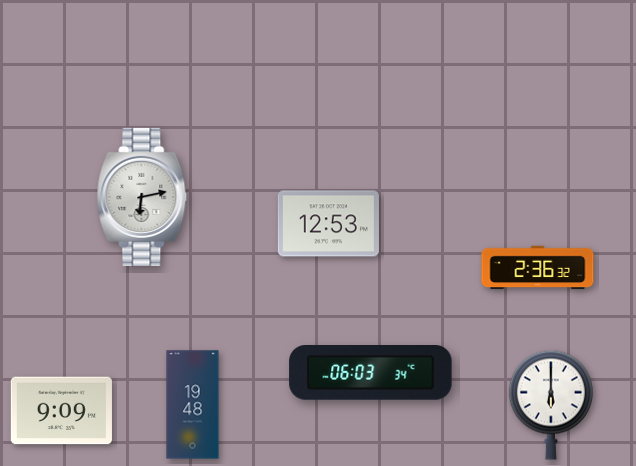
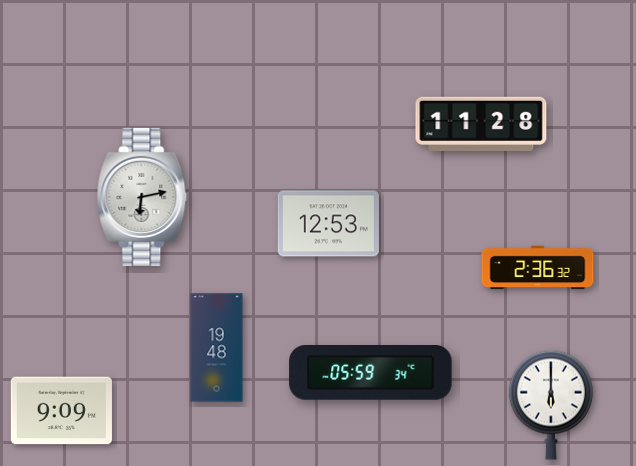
clock at (481, 123): none -> 11:28
clock at (371, 373): 06:03 -> 05:59
clock at (193, 405) position: (193, 405) -> (217, 348)
